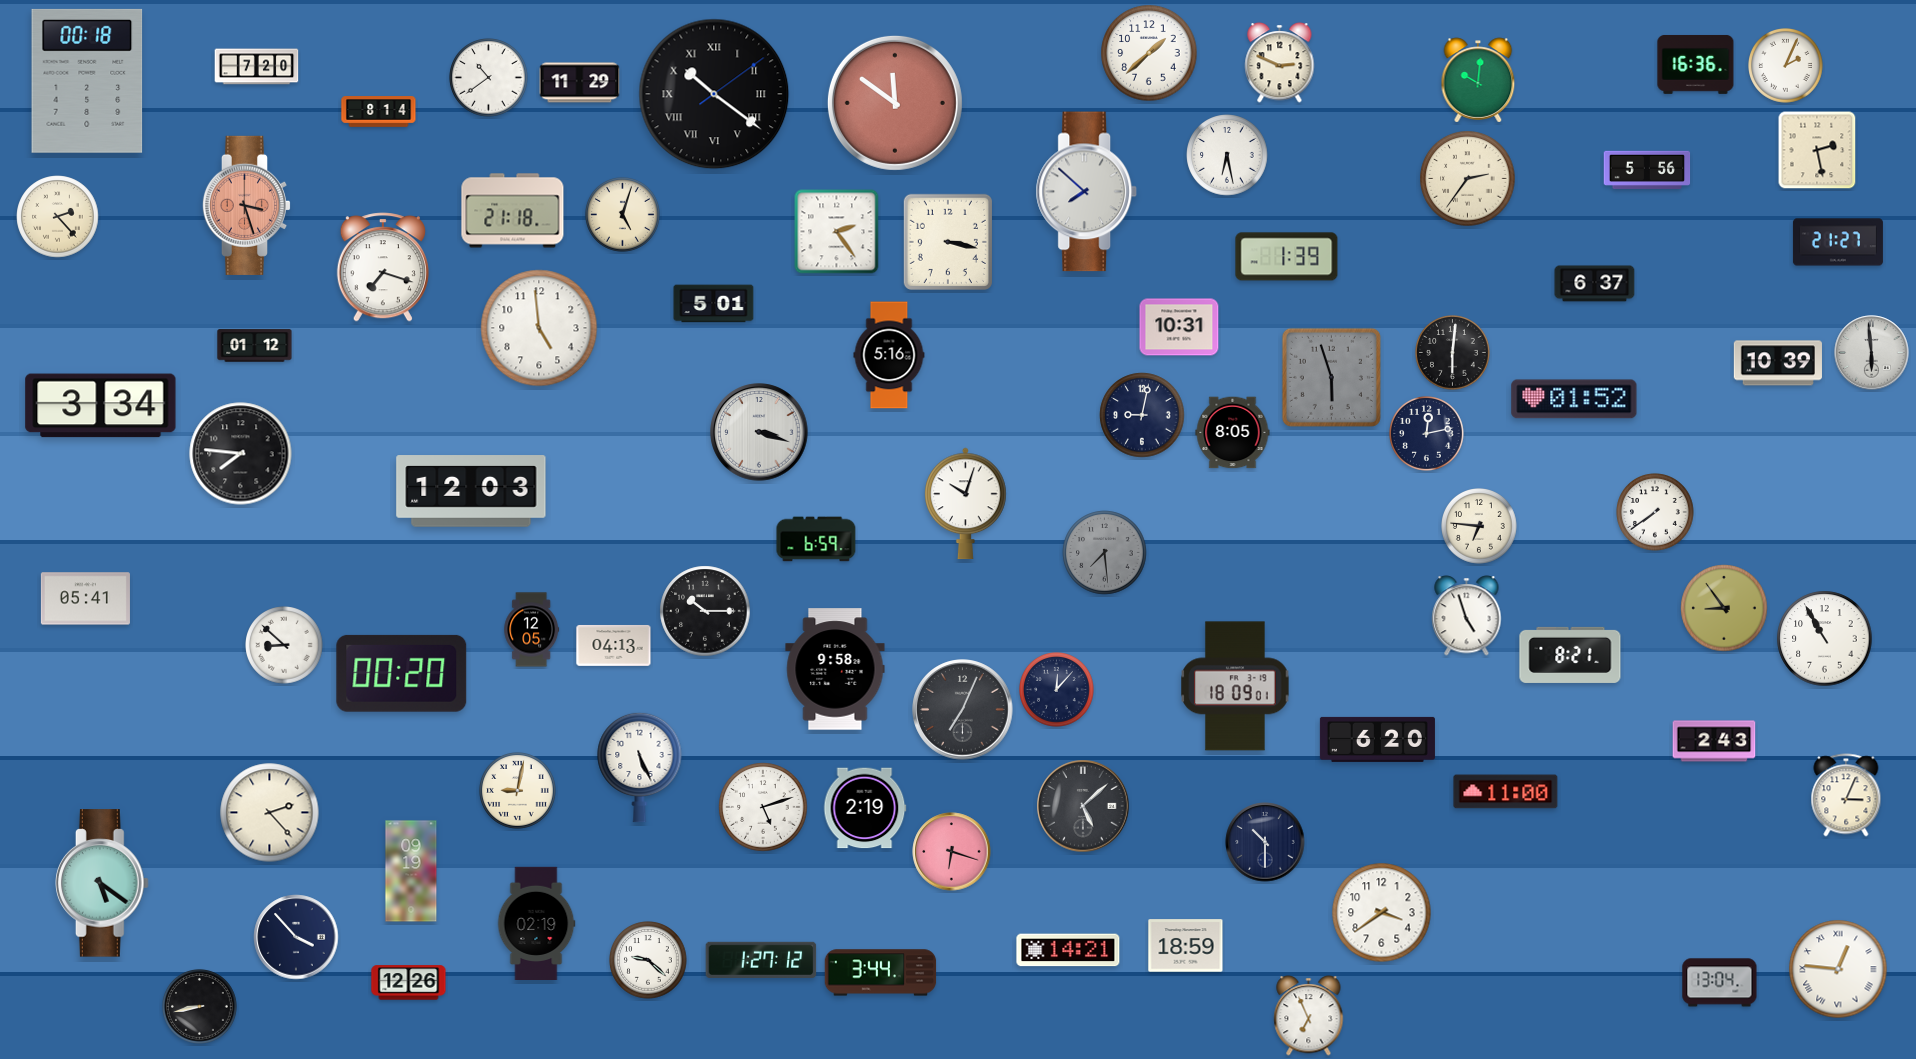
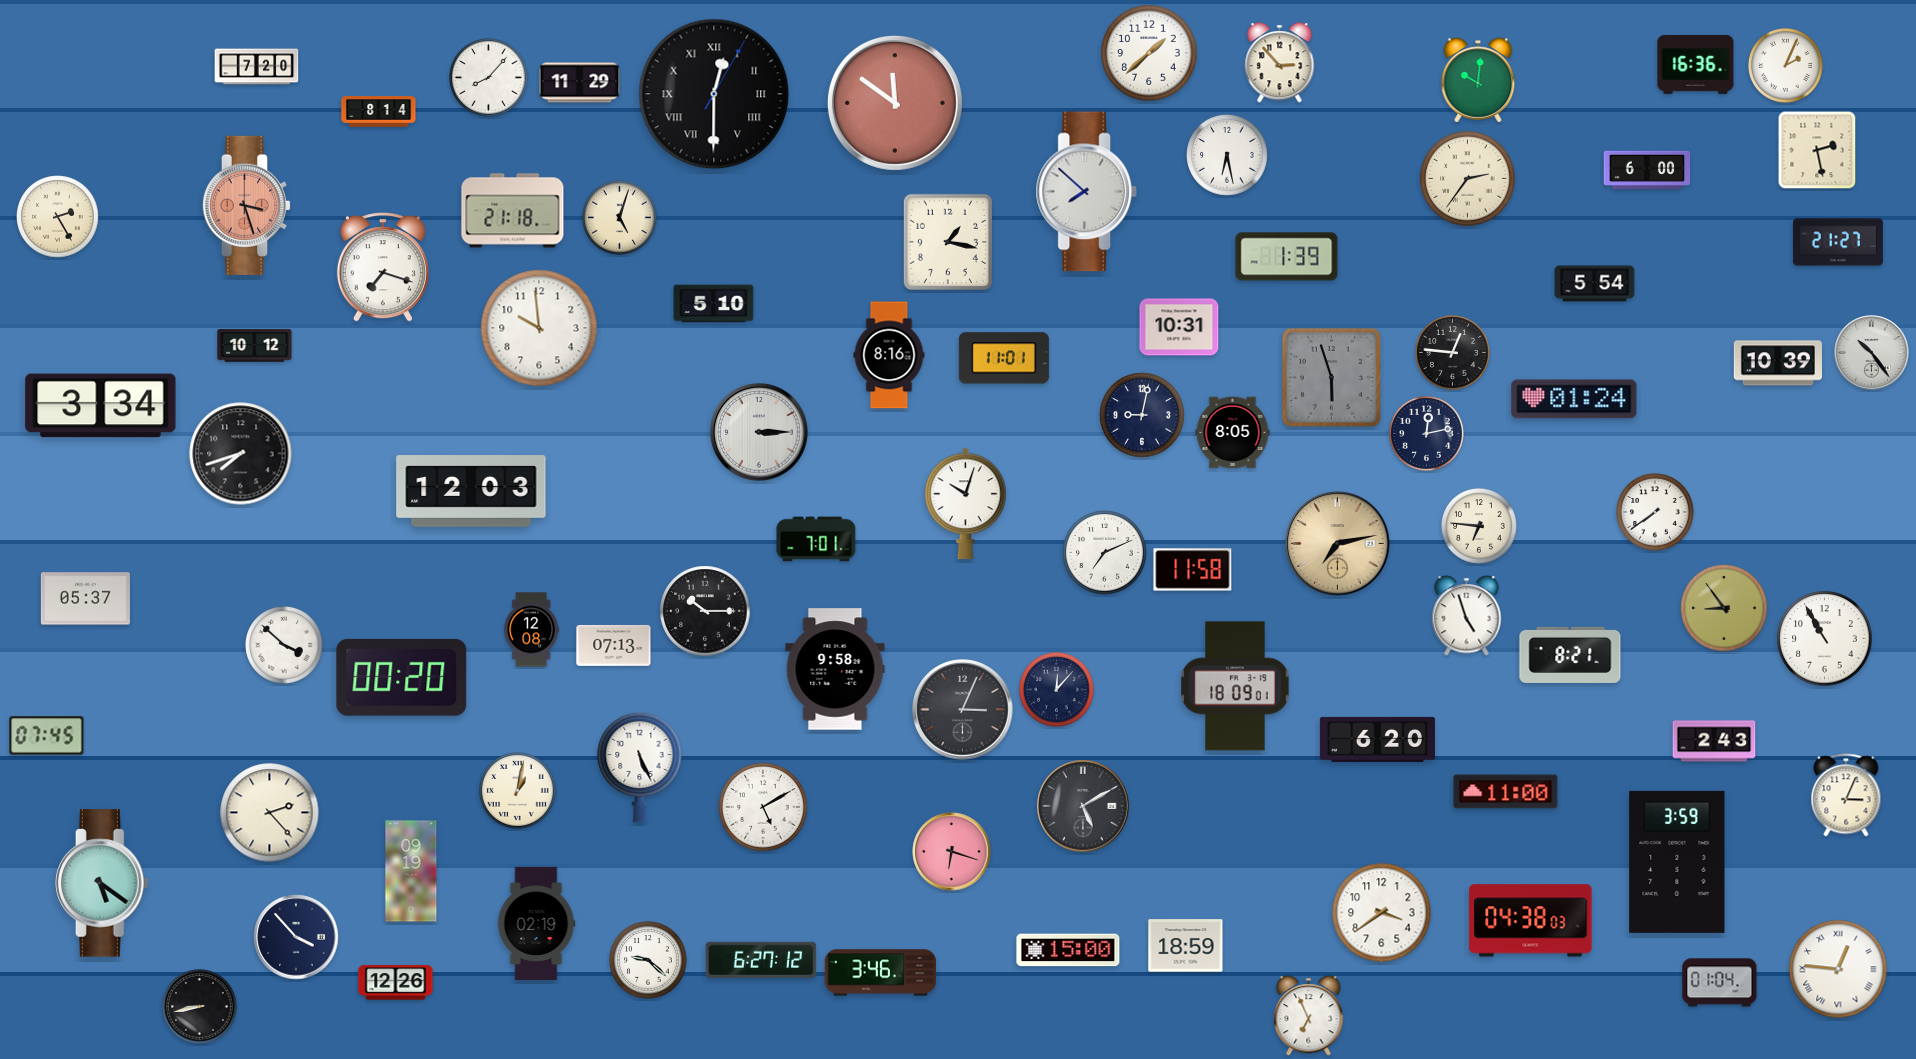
clock at (1280, 63): 2:49 -> 2:53
clock at (489, 78): 10:39 -> 8:07
clock at (87, 81): 00:18 -> none
clock at (714, 94): 10:21 -> 12:30
clock at (1647, 169): 5:56 -> 6:00
clock at (623, 215) position: (623, 215) -> (620, 218)
clock at (58, 217): 2:23 -> 2:25
clock at (837, 232): 2:24 -> none
clock at (948, 242): 3:17 -> 1:17
clock at (1595, 284): 6:37 -> 5:54
clock at (714, 304): 5:01 -> 5:10
clock at (539, 328): 4:59 -> 9:59
clock at (255, 346): 01:12 -> 10:12
clock at (1453, 353): 6:01 -> 12:46
clock at (1872, 353): 5:59 -> 10:24
clock at (889, 355): 5:16 -> 8:16
clock at (1004, 358): none -> 11:01
clock at (1574, 399): 01:52 -> 01:24
clock at (759, 432): 3:18 -> 3:15
clock at (241, 454): 7:46 -> 7:42
clock at (816, 539): 6:59 -> 7:01
clock at (1338, 544): none -> 7:13
clock at (1105, 553): 7:29 -> 7:11
clock at (1105, 553) dial: grey -> white
clock at (1193, 570): none -> 11:58
clock at (85, 599): 05:41 -> 05:37
clock at (532, 630): 12:05 -> 12:08
clock at (284, 645): 8:52 -> 3:52
clock at (614, 646): 04:13 -> 07:13
clock at (402, 673) position: (402, 673) -> (402, 677)
clock at (963, 710): 7:04 -> 3:04
clock at (47, 736): none -> 07:45
clock at (518, 791): 9:02 -> 1:02
clock at (1083, 806): 5:08 -> 5:10
clock at (763, 807): 5:12 -> 5:10
clock at (865, 808): 2:19 -> none
clock at (1265, 842): 10:30 -> none
clock at (1677, 862): none -> 3:59
clock at (1531, 921): none -> 04:38
clock at (1068, 950): 14:21 -> 15:00
clock at (761, 960): 1:27 -> 6:27
clock at (881, 973): 3:44 -> 3:46
clock at (409, 983) position: (409, 983) -> (396, 983)
clock at (1720, 983): 13:04 -> 01:04
